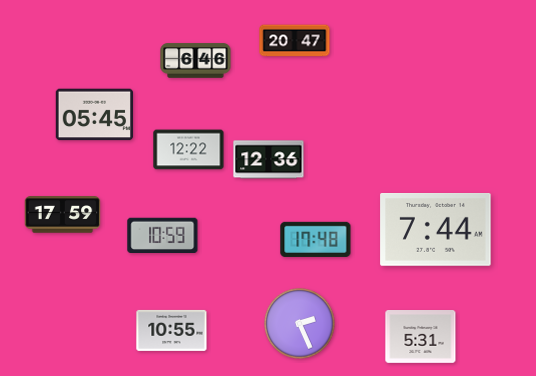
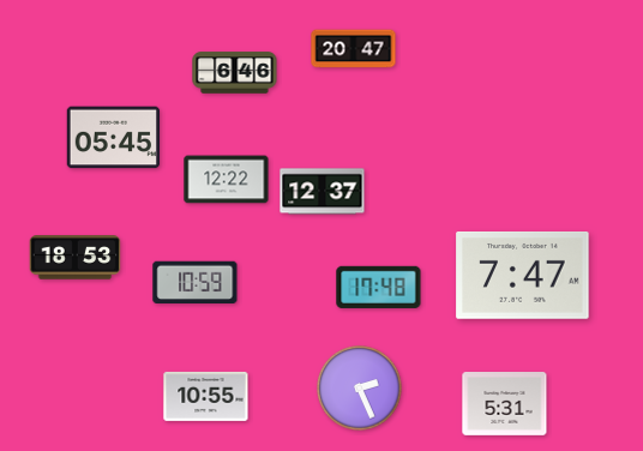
clock at (269, 160): 12:36 -> 12:37
clock at (63, 215): 17:59 -> 18:53
clock at (436, 230): 7:44 -> 7:47
